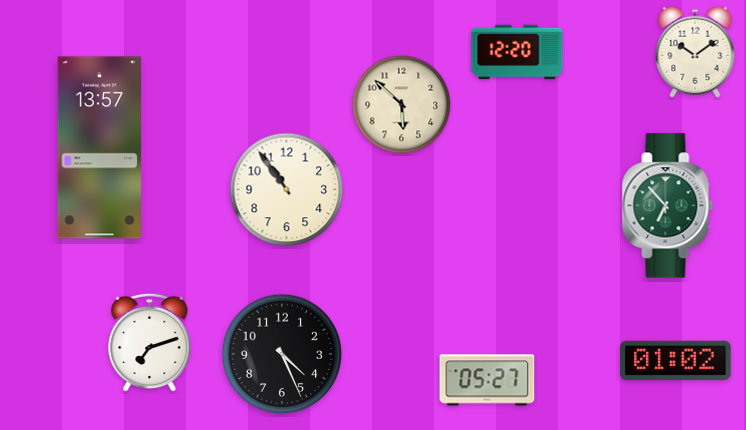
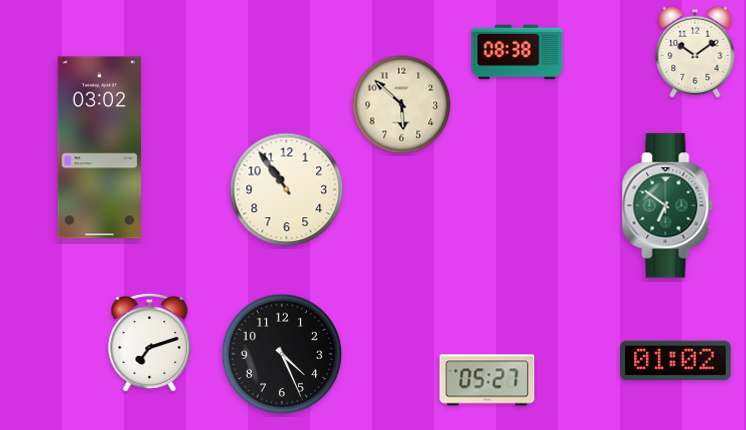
clock at (517, 52): 12:20 -> 08:38
clock at (100, 148): 13:57 -> 03:02
clock at (668, 206): 6:53 -> 6:51
